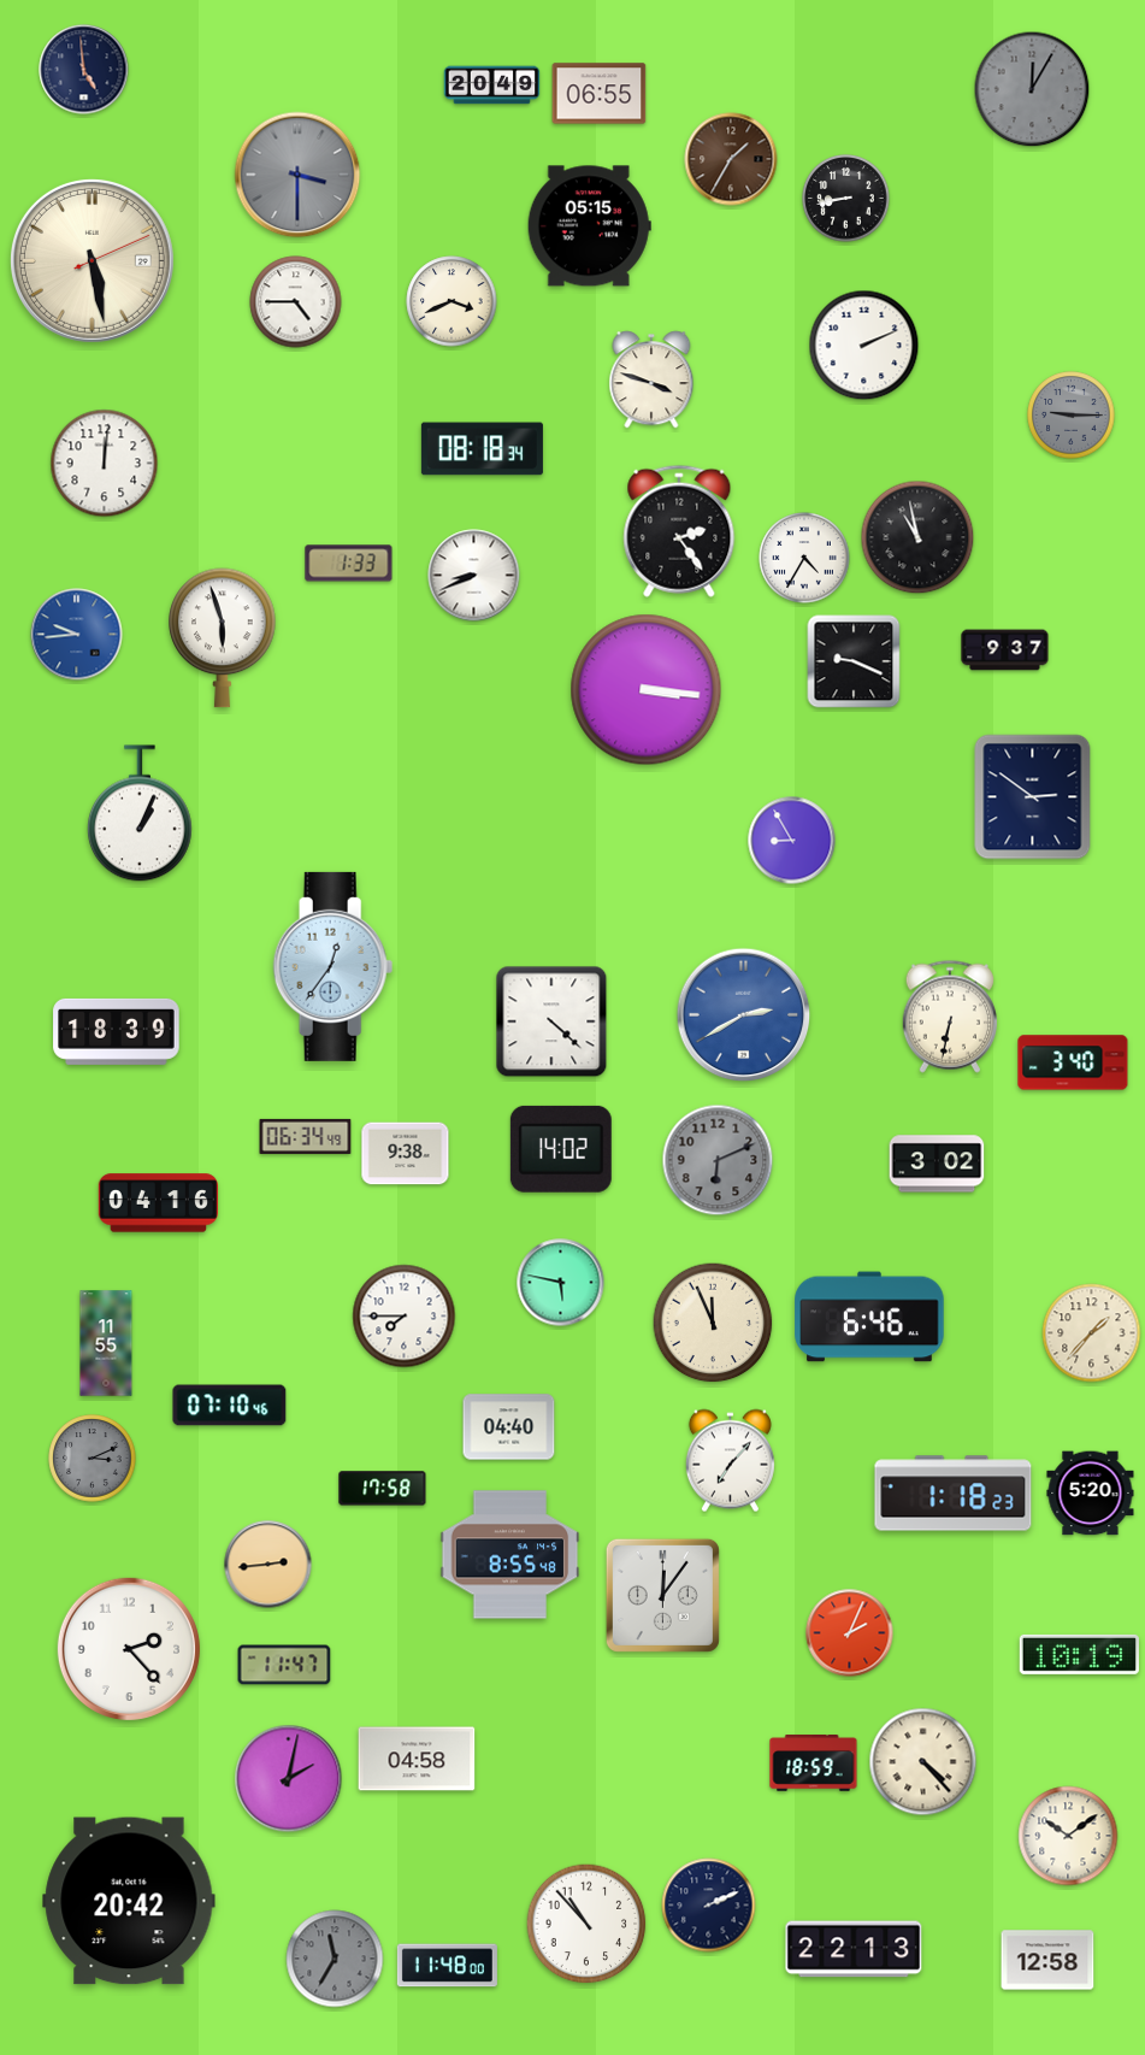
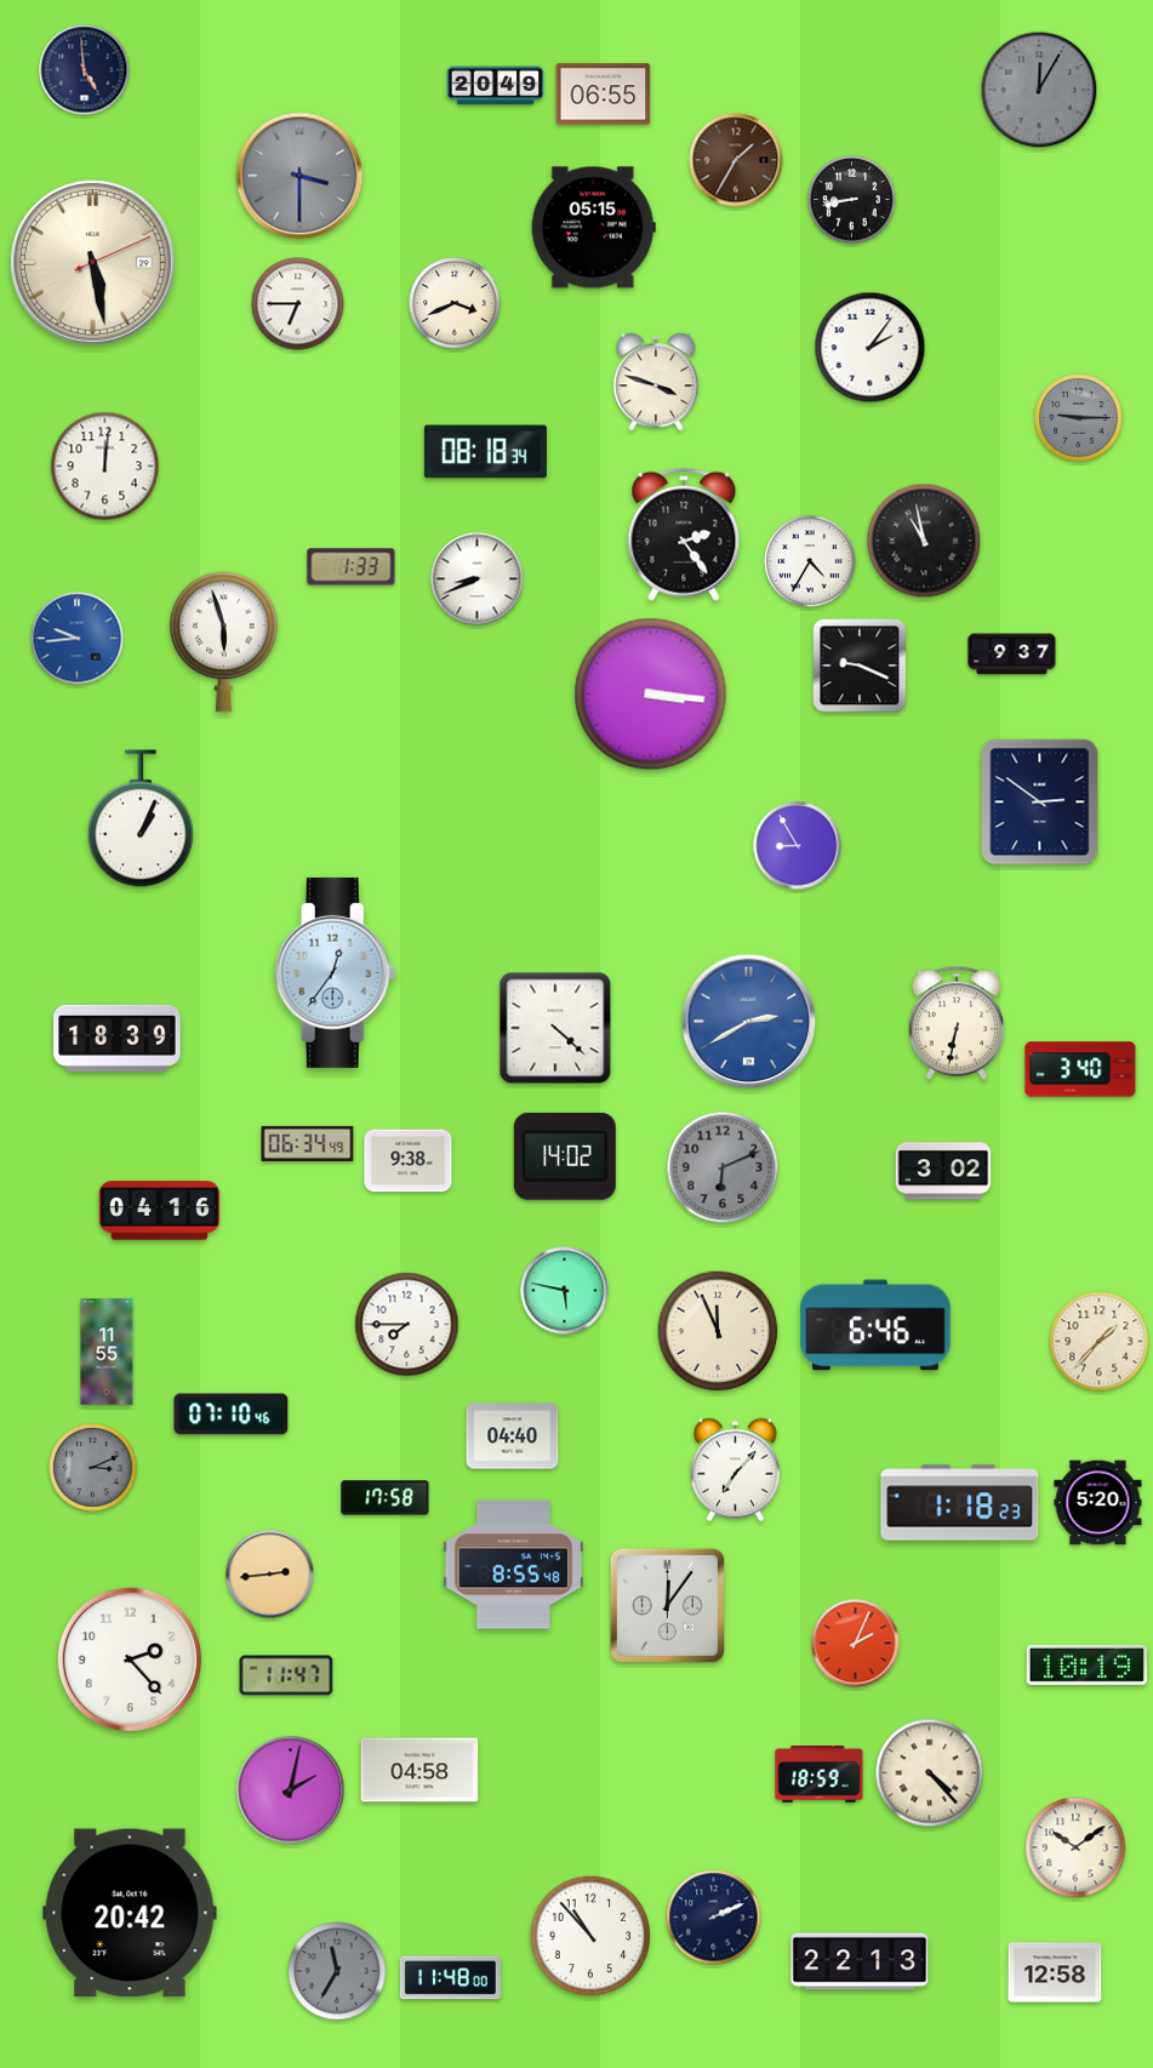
clock at (296, 302): 4:45 -> 6:45
clock at (864, 346): 2:11 -> 2:06
